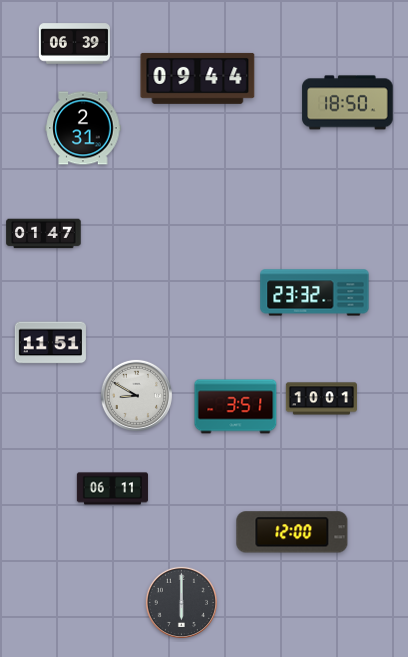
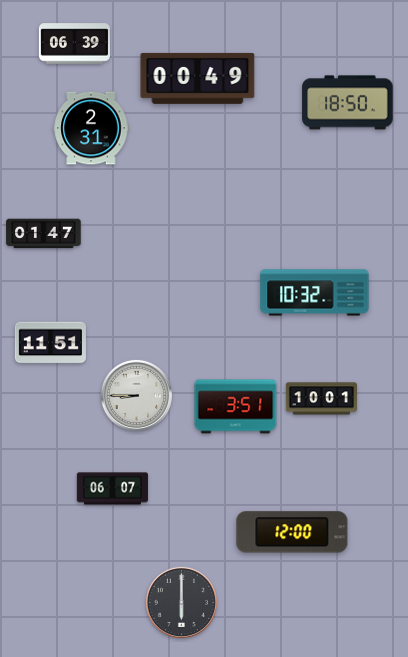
clock at (198, 78): 09:44 -> 00:49
clock at (83, 128) position: (83, 128) -> (91, 128)
clock at (315, 293): 23:32 -> 10:32
clock at (136, 395): 8:50 -> 8:45
clock at (112, 489): 06:11 -> 06:07
